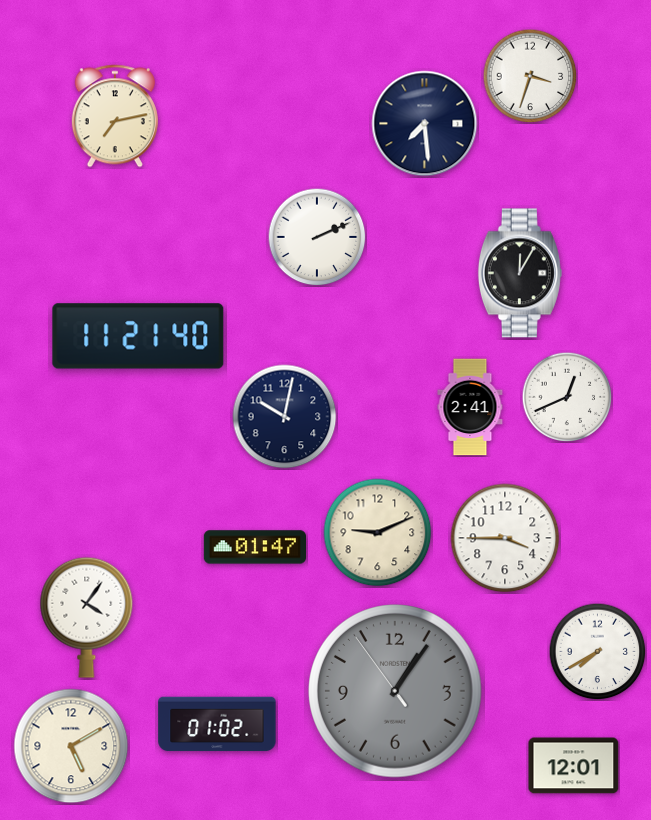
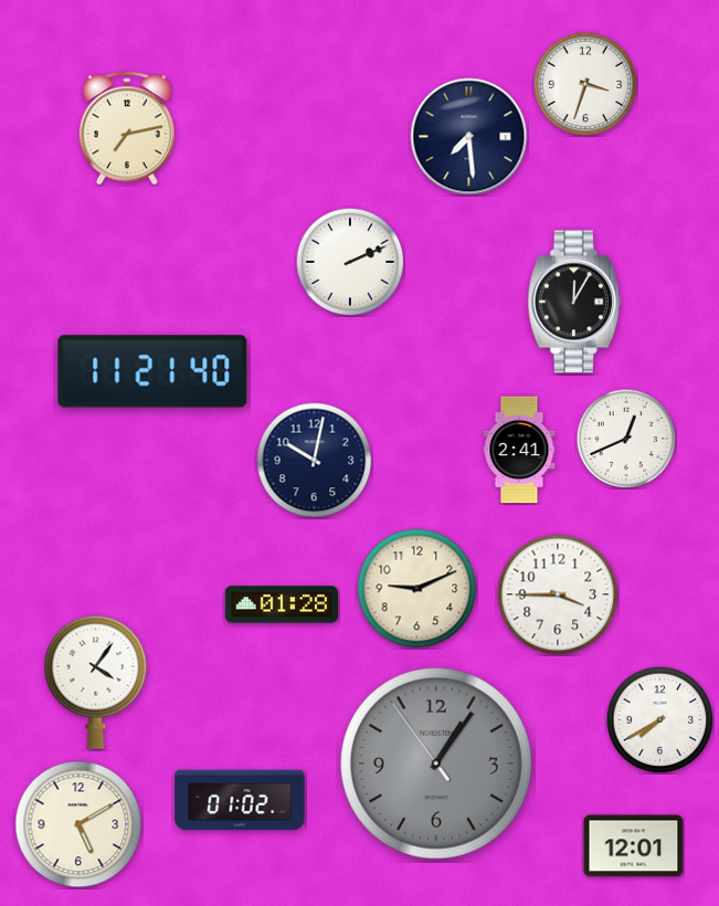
clock at (254, 547): 01:47 -> 01:28
